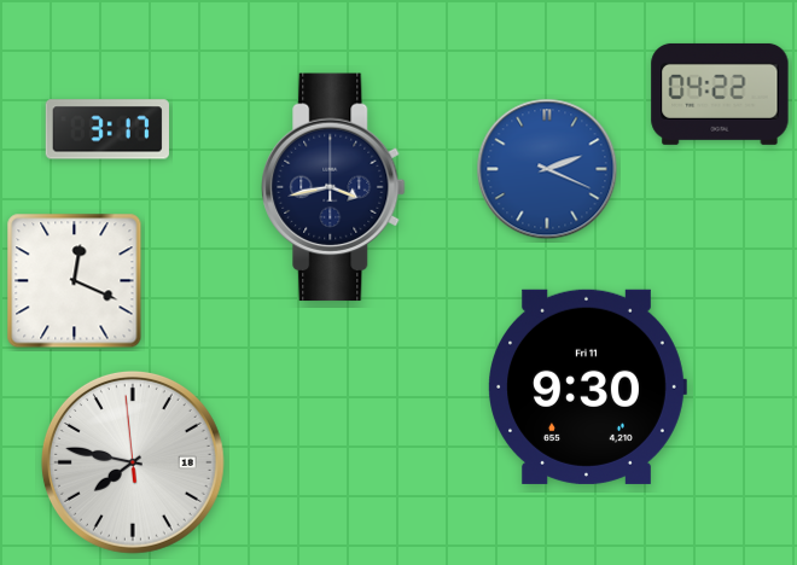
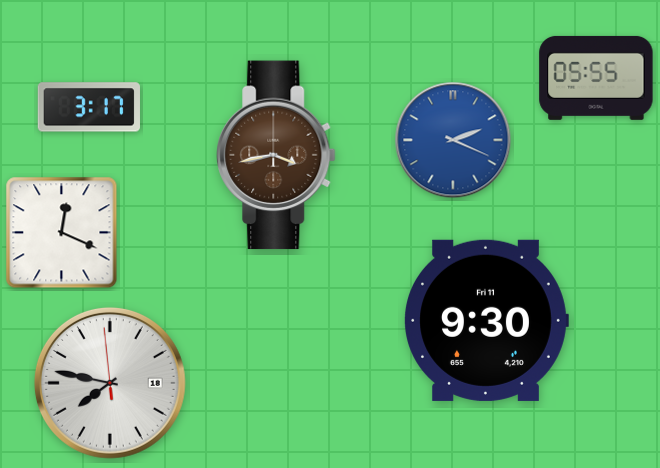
clock at (720, 94): 04:22 -> 05:55
clock at (333, 187) dial: navy -> brown
